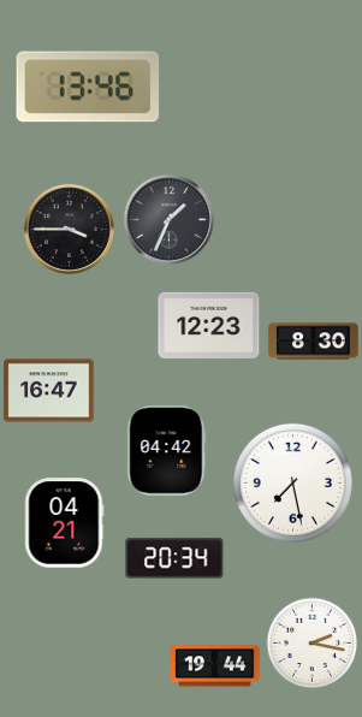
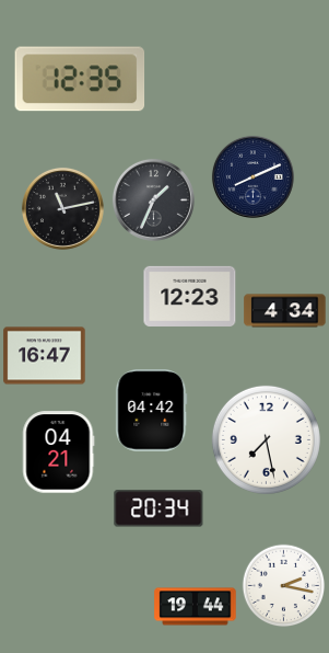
clock at (88, 87): 13:46 -> 12:35
clock at (252, 176): none -> 8:11
clock at (69, 229): 3:45 -> 11:13
clock at (314, 342): 8:30 -> 4:34
clock at (65, 523) position: (65, 523) -> (59, 452)
